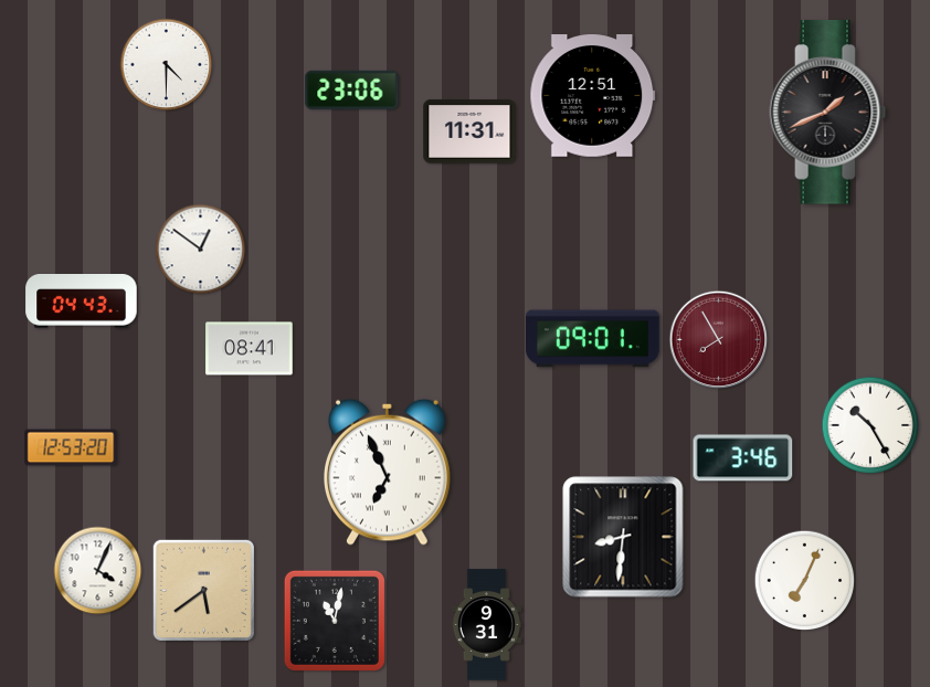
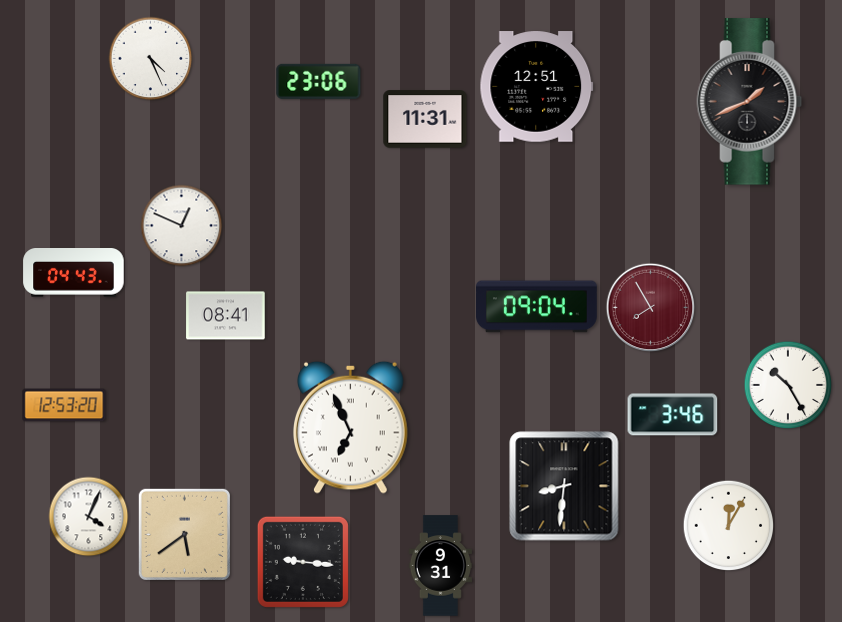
clock at (167, 65): 4:30 -> 4:26
clock at (201, 250): 12:51 -> 12:49
clock at (593, 339): 09:01 -> 09:04
clock at (805, 581): 7:04 -> 12:05
clock at (335, 621): 11:02 -> 9:16
